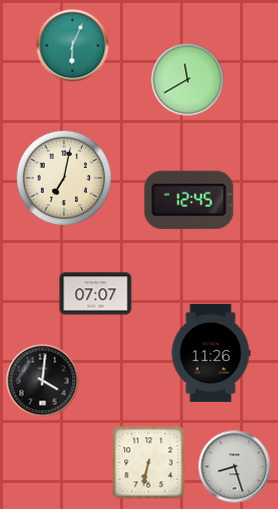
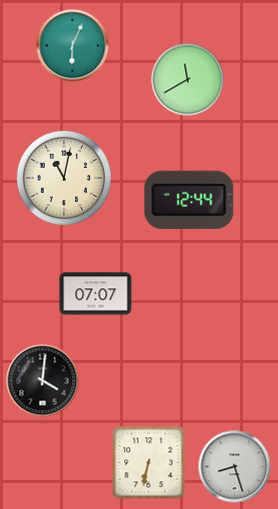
clock at (63, 177): 7:02 -> 11:02
clock at (189, 200): 12:45 -> 12:44
clock at (211, 353): 11:26 -> none
